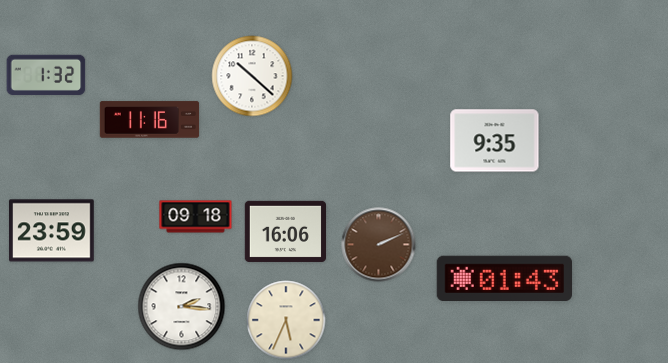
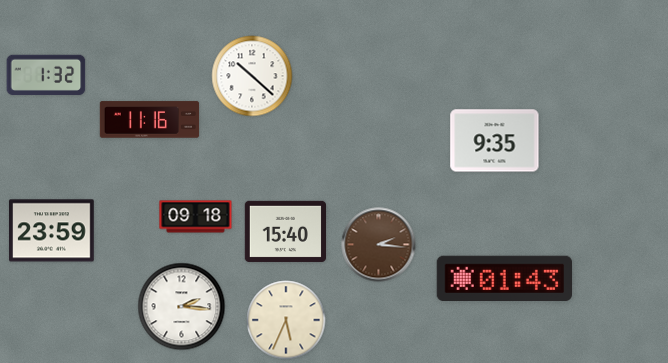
clock at (285, 231): 16:06 -> 15:40
clock at (379, 245): 2:11 -> 2:16
